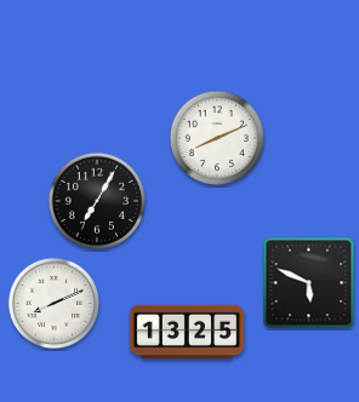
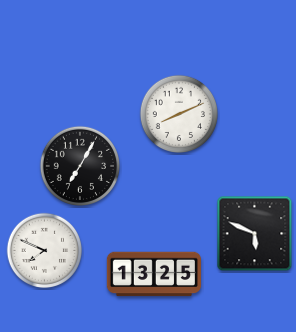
clock at (55, 304): 8:11 -> 7:49
